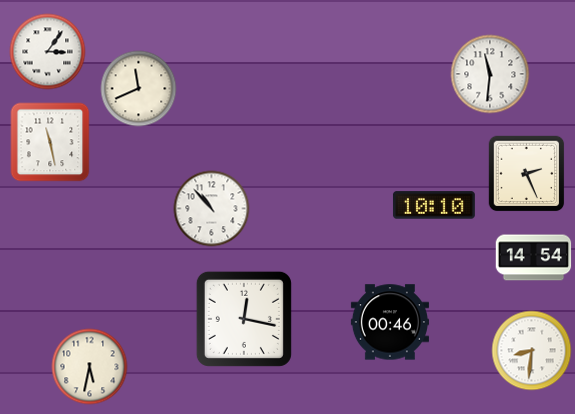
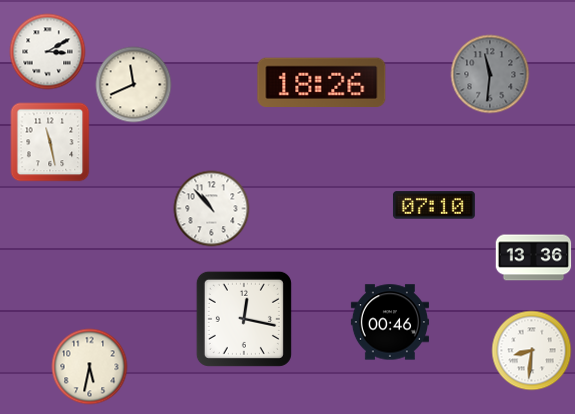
clock at (48, 52): 3:06 -> 3:10
clock at (490, 74) dial: white -> grey
clock at (322, 82): none -> 18:26
clock at (139, 89) position: (139, 89) -> (134, 85)
clock at (526, 173): 2:26 -> none
clock at (434, 205): 10:10 -> 07:10
clock at (534, 258): 14:54 -> 13:36
